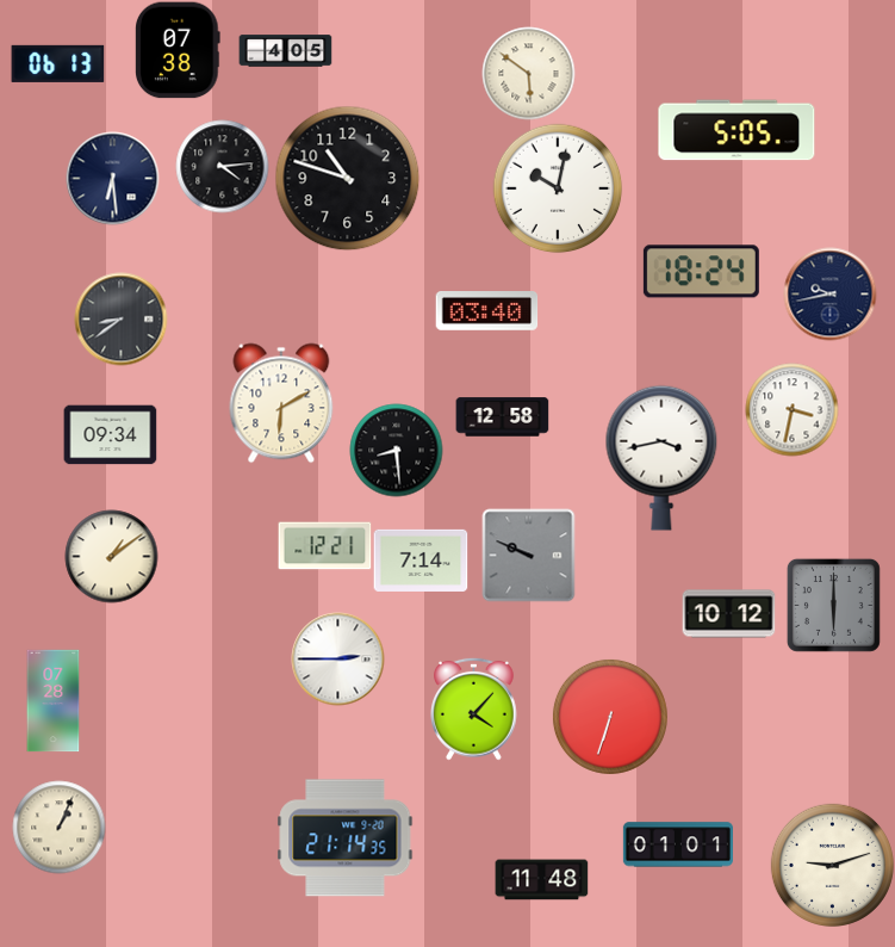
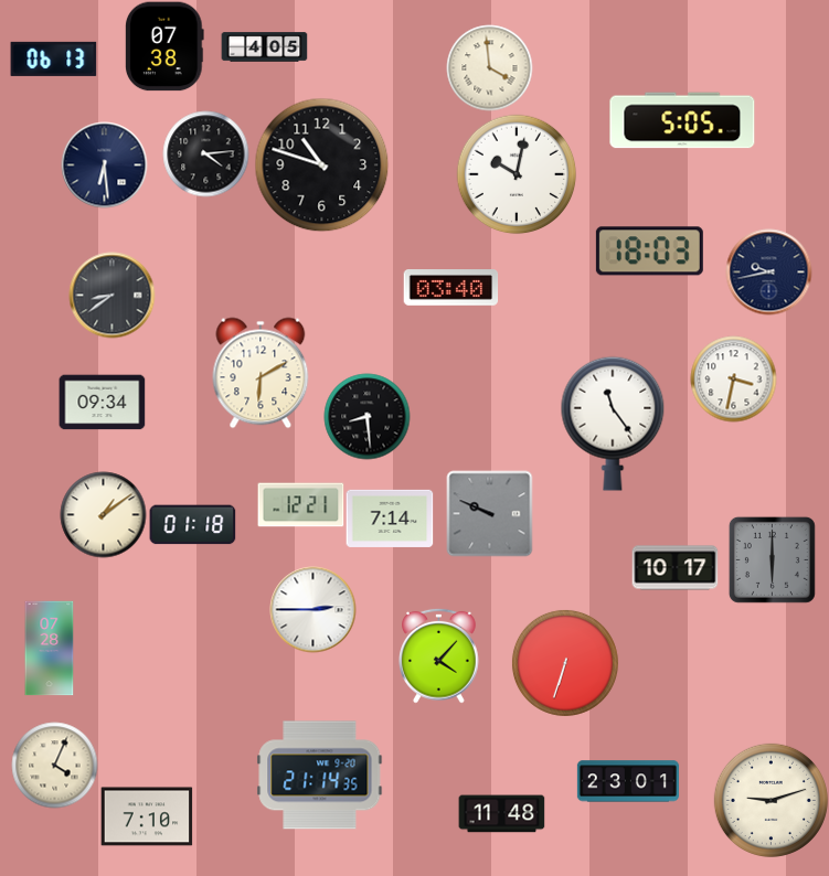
clock at (528, 73): 5:51 -> 3:59
clock at (701, 272): 18:24 -> 18:03
clock at (502, 417): 12:58 -> none
clock at (661, 458): 3:43 -> 11:24
clock at (192, 525): none -> 01:18
clock at (728, 614): 10:12 -> 10:17
clock at (58, 827): 1:04 -> 4:04
clock at (678, 844): 01:01 -> 23:01
clock at (147, 816): none -> 7:10
